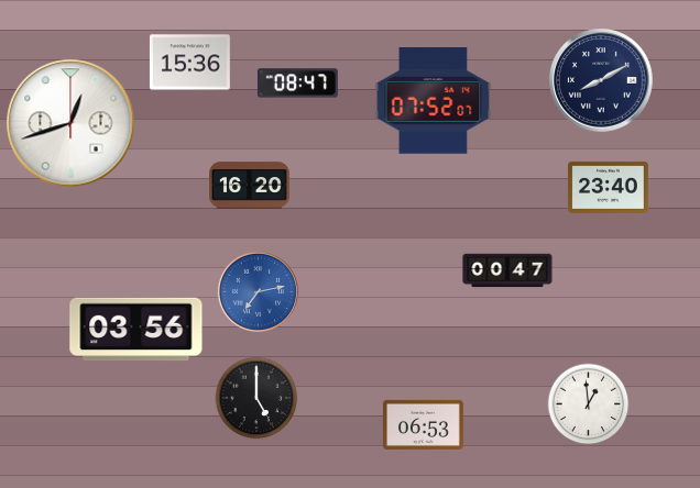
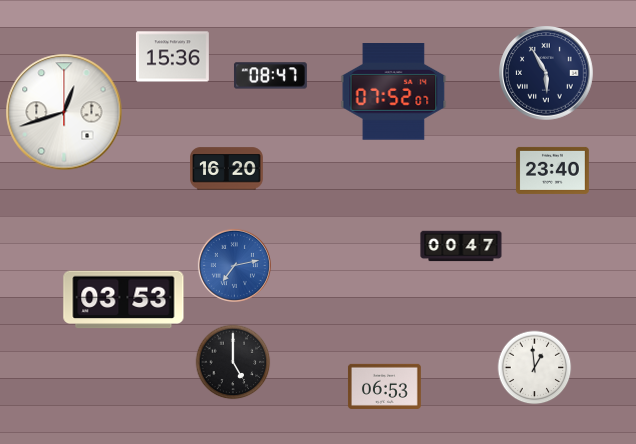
clock at (602, 81): 8:10 -> 5:55
clock at (136, 330): 03:56 -> 03:53
